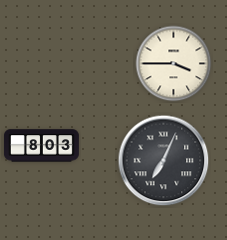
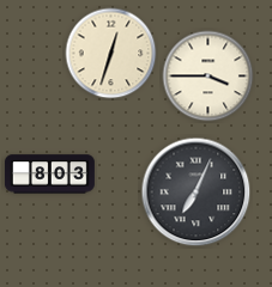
clock at (111, 54): none -> 12:33
